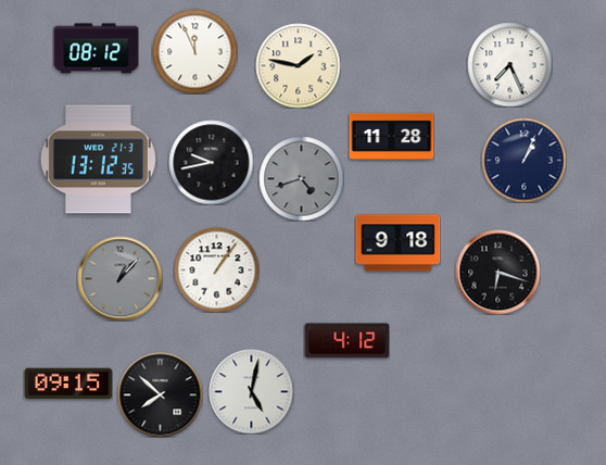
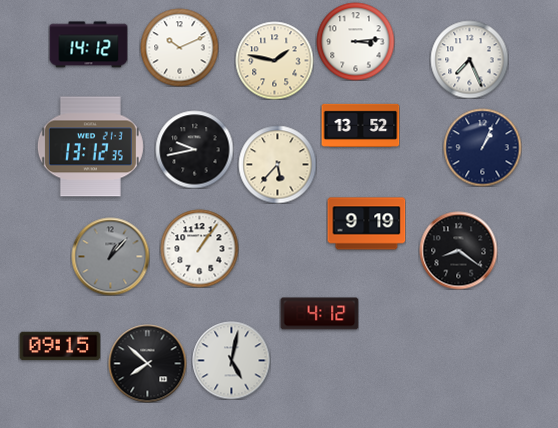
clock at (355, 41): none -> 3:14
clock at (96, 49): 08:12 -> 14:12
clock at (194, 51): 11:56 -> 10:11
clock at (391, 136): 11:28 -> 13:52
clock at (301, 178): 4:42 -> 5:37
clock at (301, 178) dial: grey -> cream
clock at (397, 243): 9:18 -> 9:19
clock at (497, 272): 6:18 -> 8:21
clock at (68, 384) position: (68, 384) -> (60, 346)
